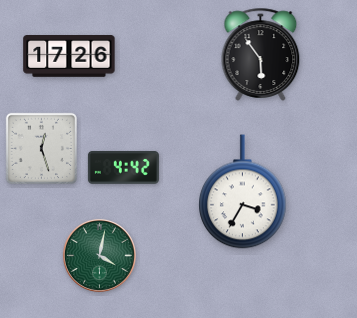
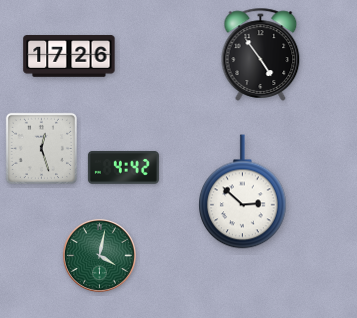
clock at (261, 54): 5:54 -> 4:54
clock at (243, 192): 3:35 -> 2:52
